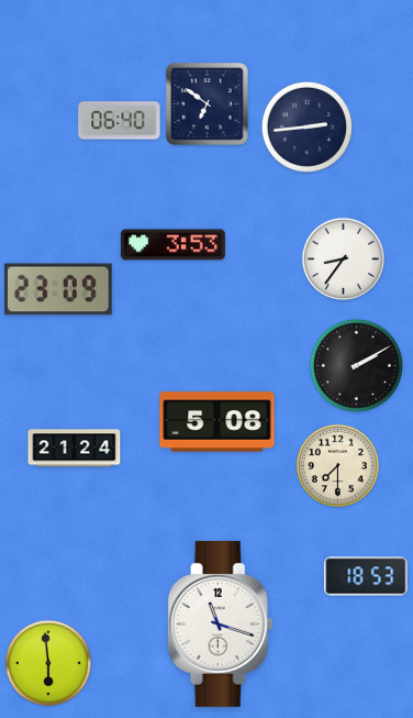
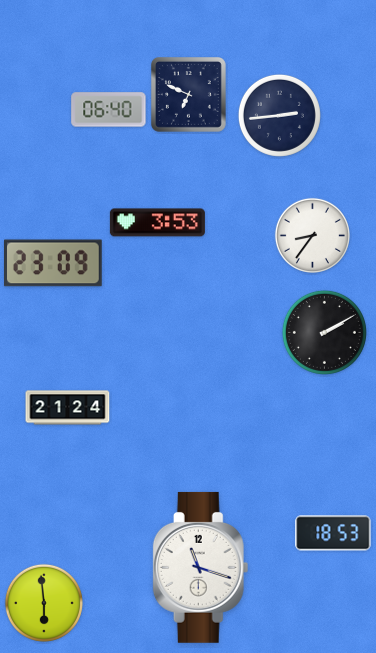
clock at (208, 104): 6:51 -> 6:49
clock at (217, 422): 5:08 -> none
clock at (337, 465): 7:30 -> none
clock at (366, 576) position: (366, 576) -> (333, 533)
